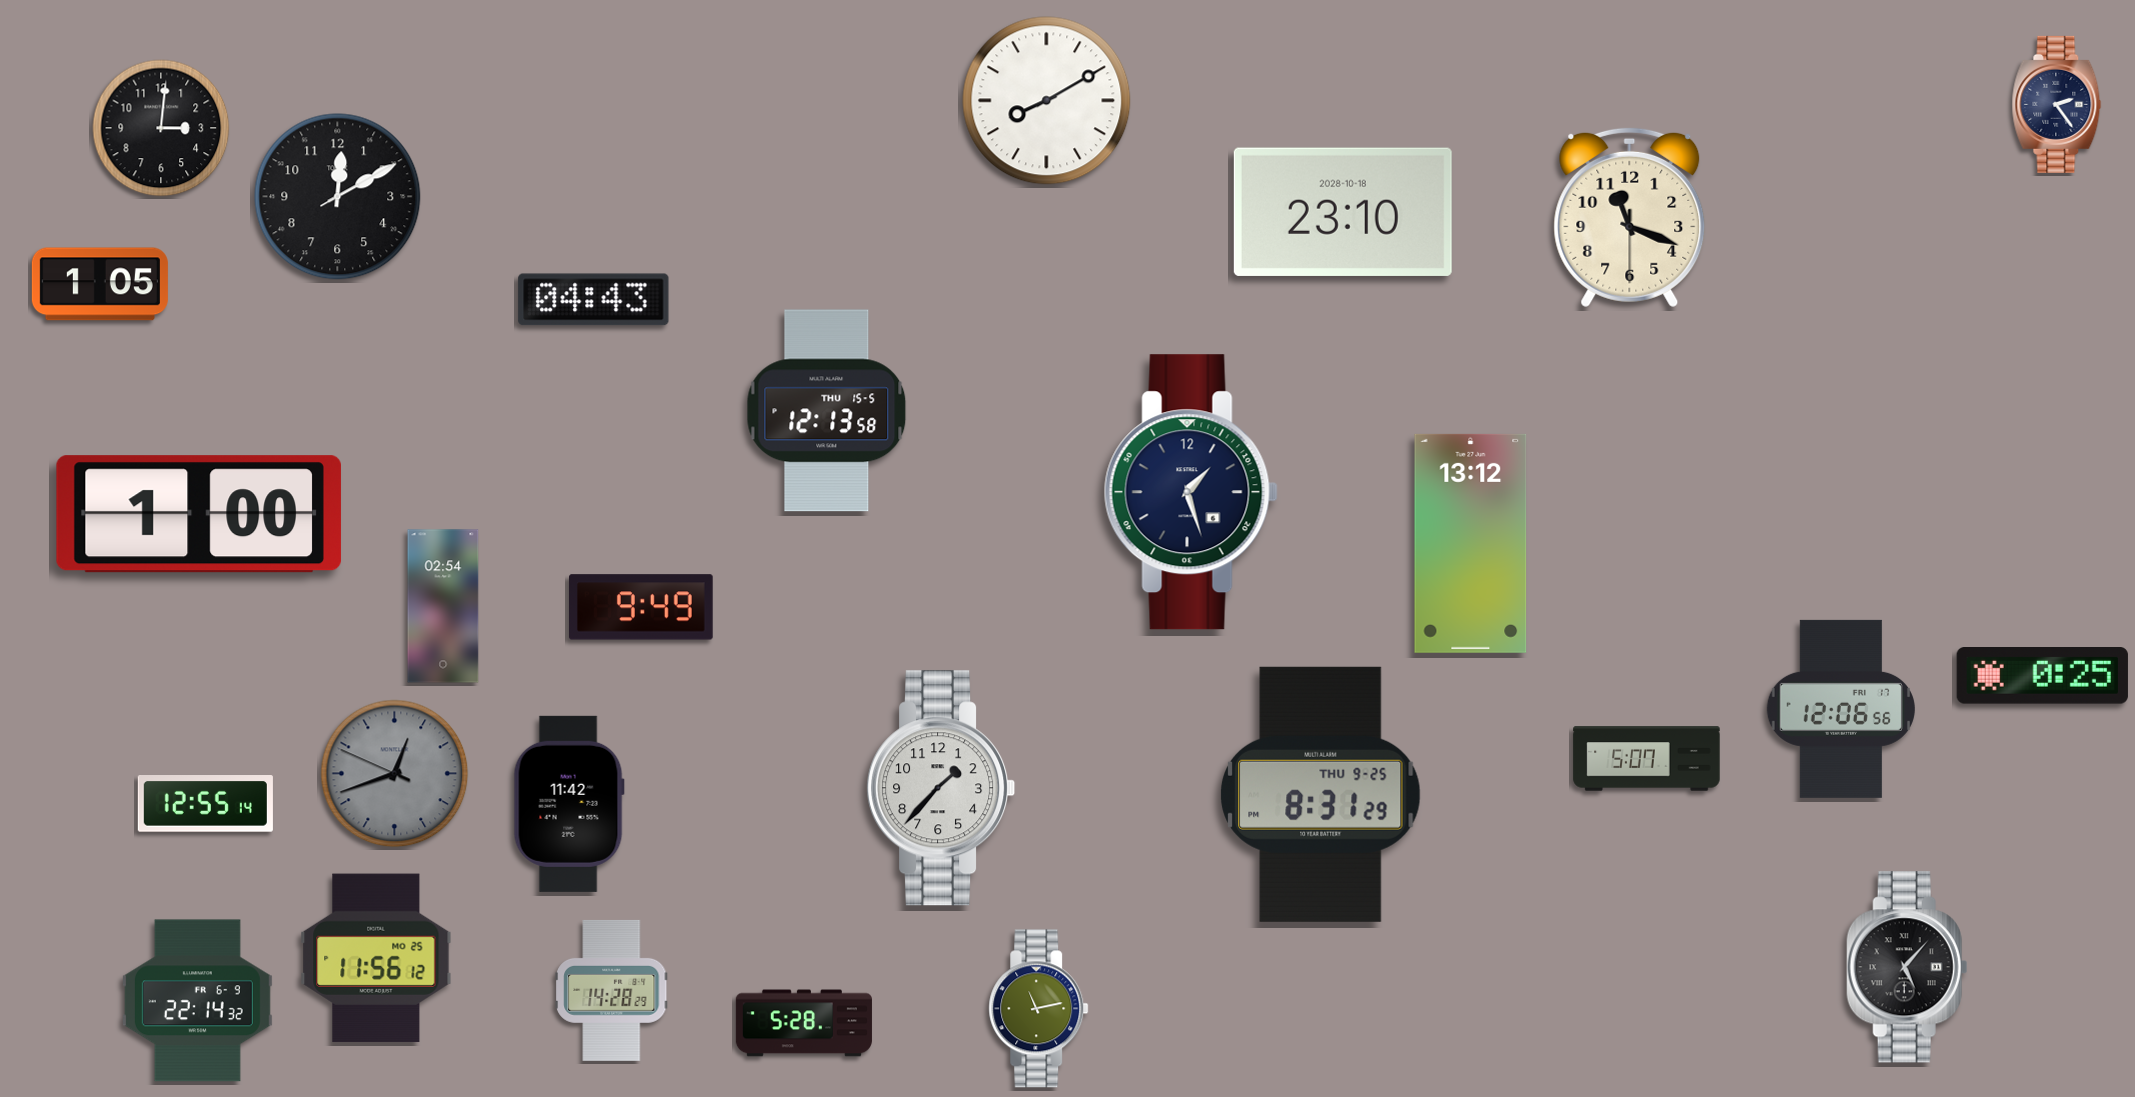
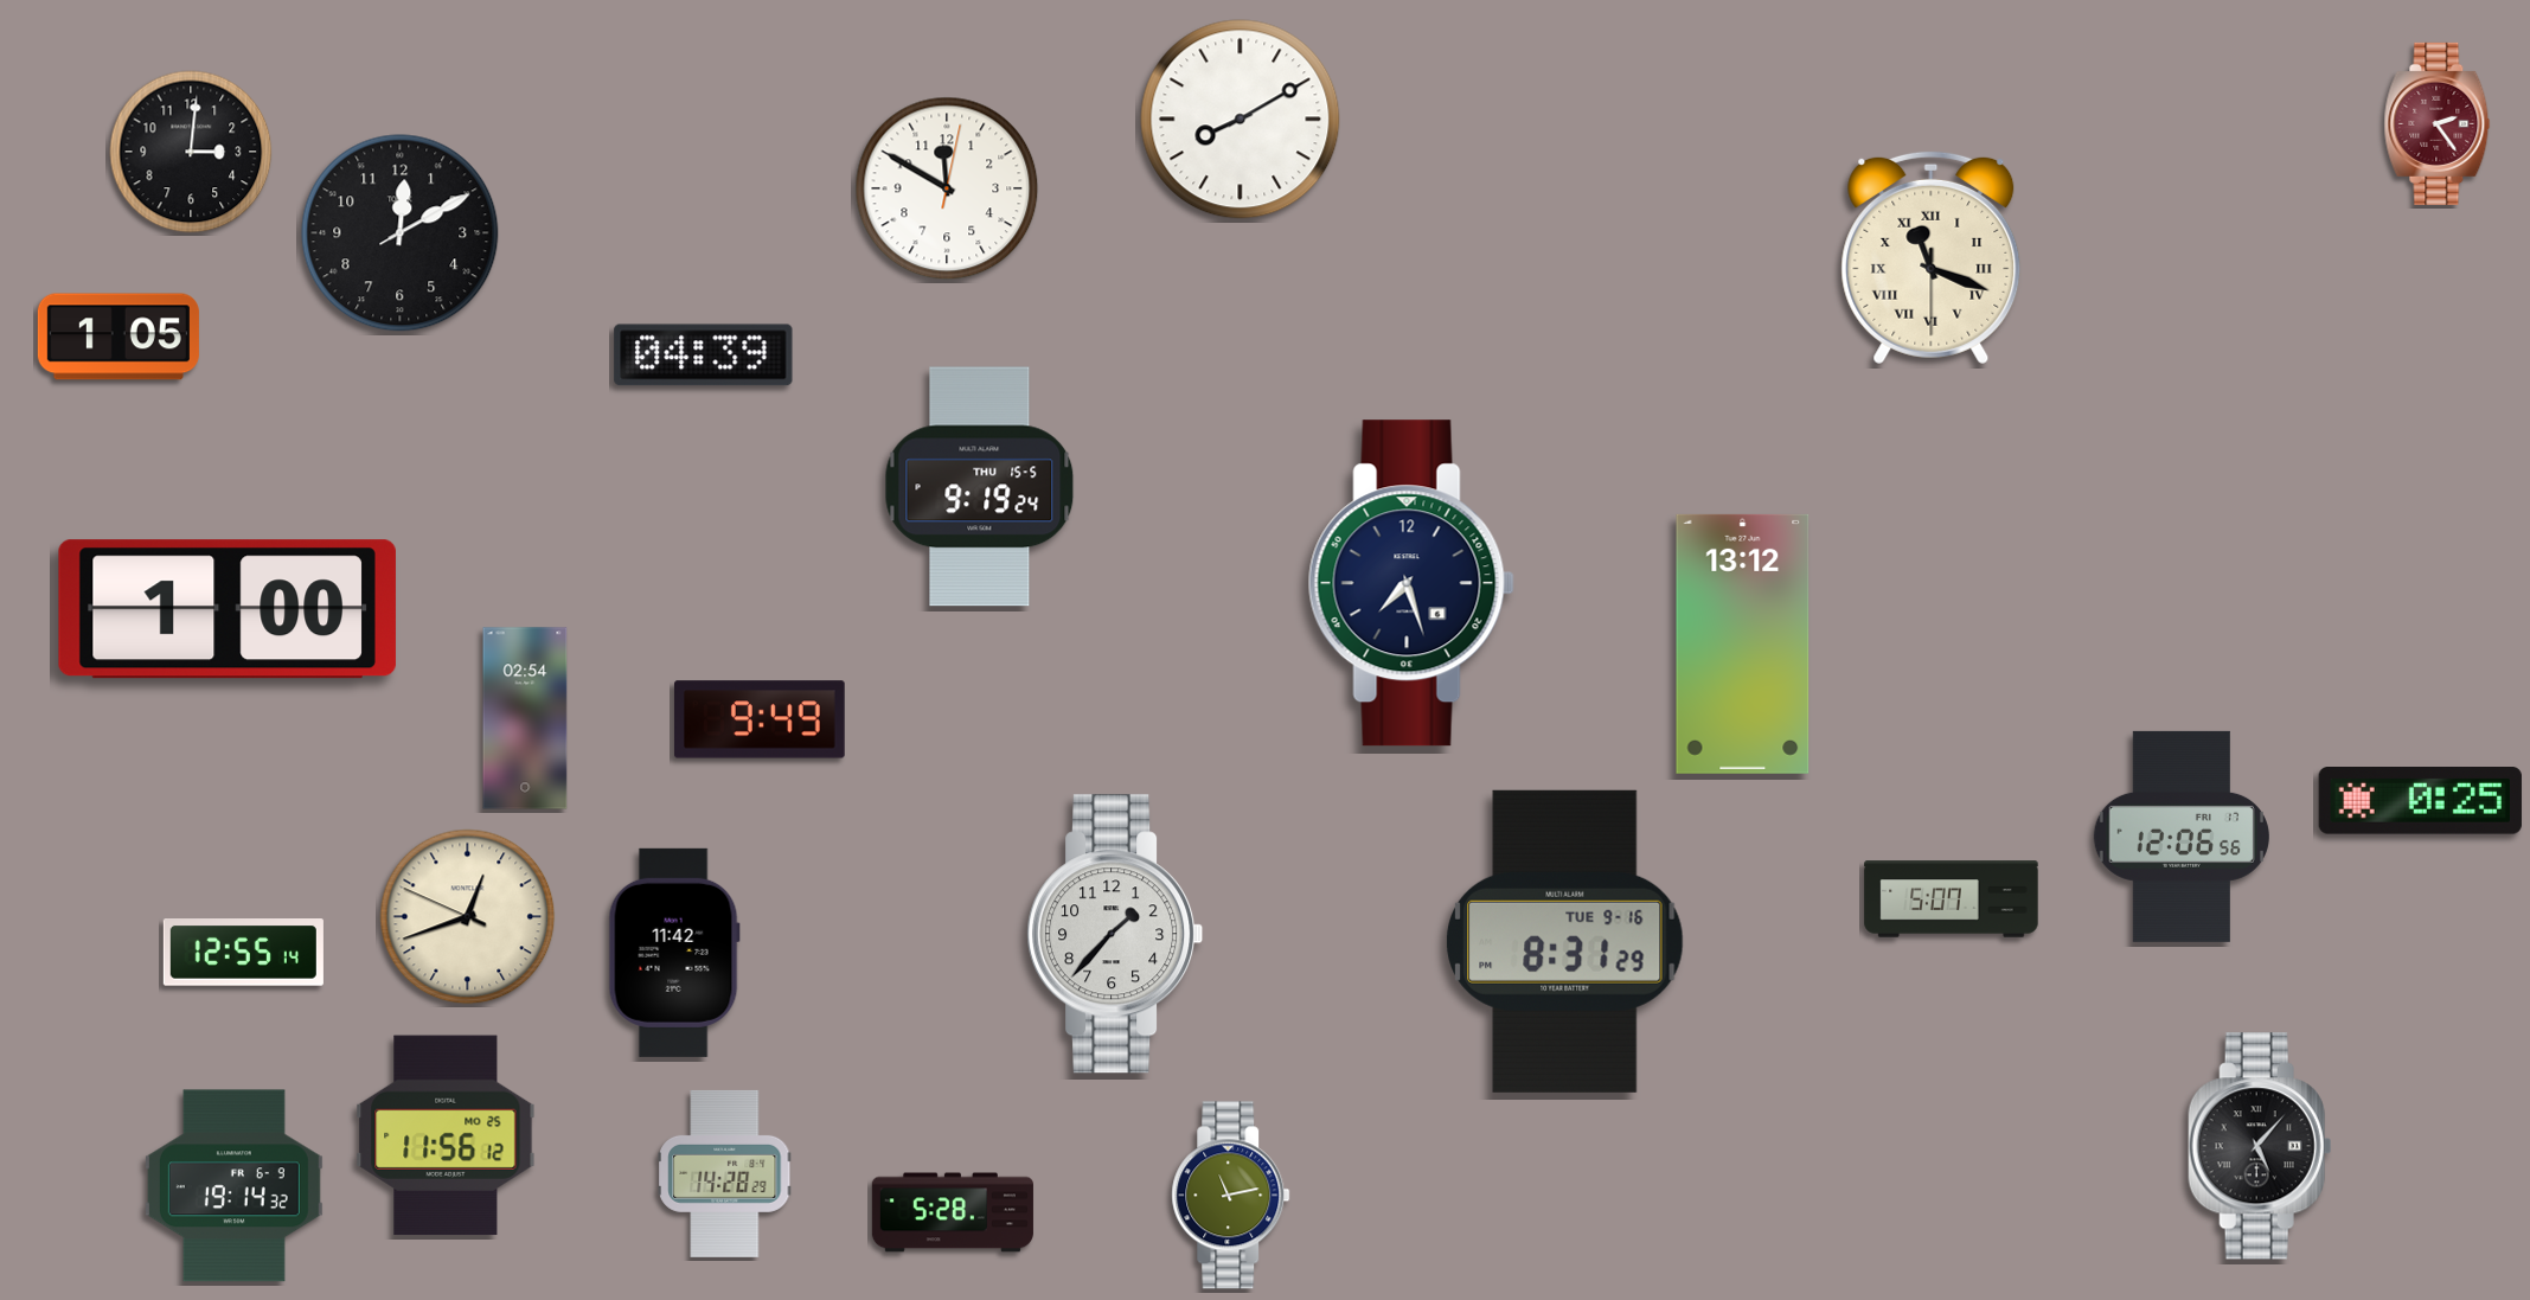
clock at (2057, 104) dial: navy -> burgundy
clock at (947, 188): none -> 11:50
clock at (1343, 212): 23:10 -> none
clock at (1630, 217) numerals: Arabic -> Roman
clock at (594, 300): 04:43 -> 04:39
clock at (827, 411): 12:13 -> 9:19
clock at (1191, 492): 1:27 -> 7:27
clock at (199, 514) position: (199, 514) -> (228, 609)
clock at (1841, 709) position: (1841, 709) -> (2182, 837)
clock at (395, 774) dial: grey -> cream
clock at (1321, 794) date: THU 9-25 -> TUE 9-16
clock at (197, 1001): 22:14 -> 19:14
